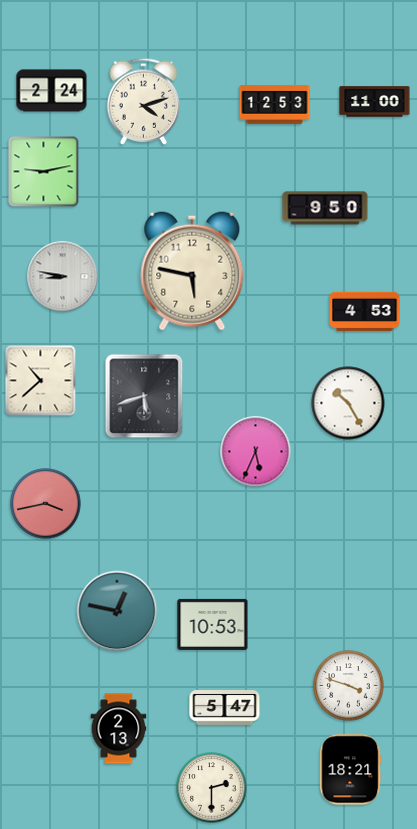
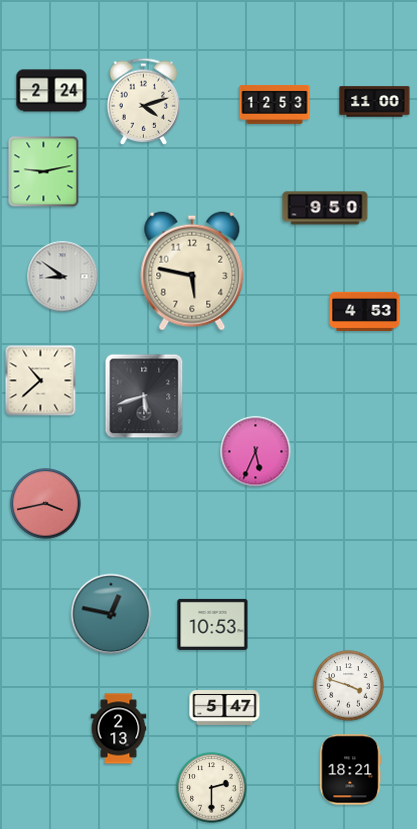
clock at (63, 277): 8:47 -> 8:51
clock at (348, 403): 10:25 -> none
clock at (117, 611) position: (117, 611) -> (111, 614)
